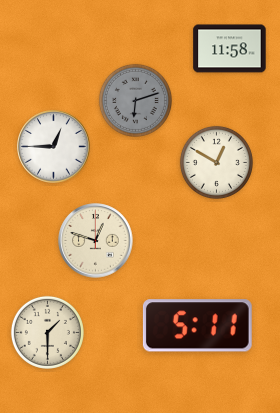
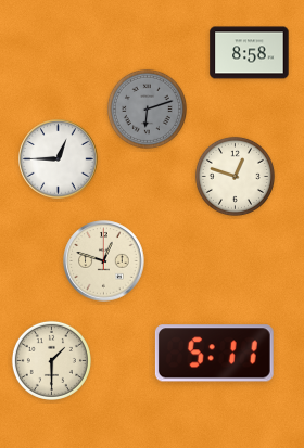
clock at (230, 49): 11:58 -> 8:58
clock at (216, 162): 12:50 -> 12:48
